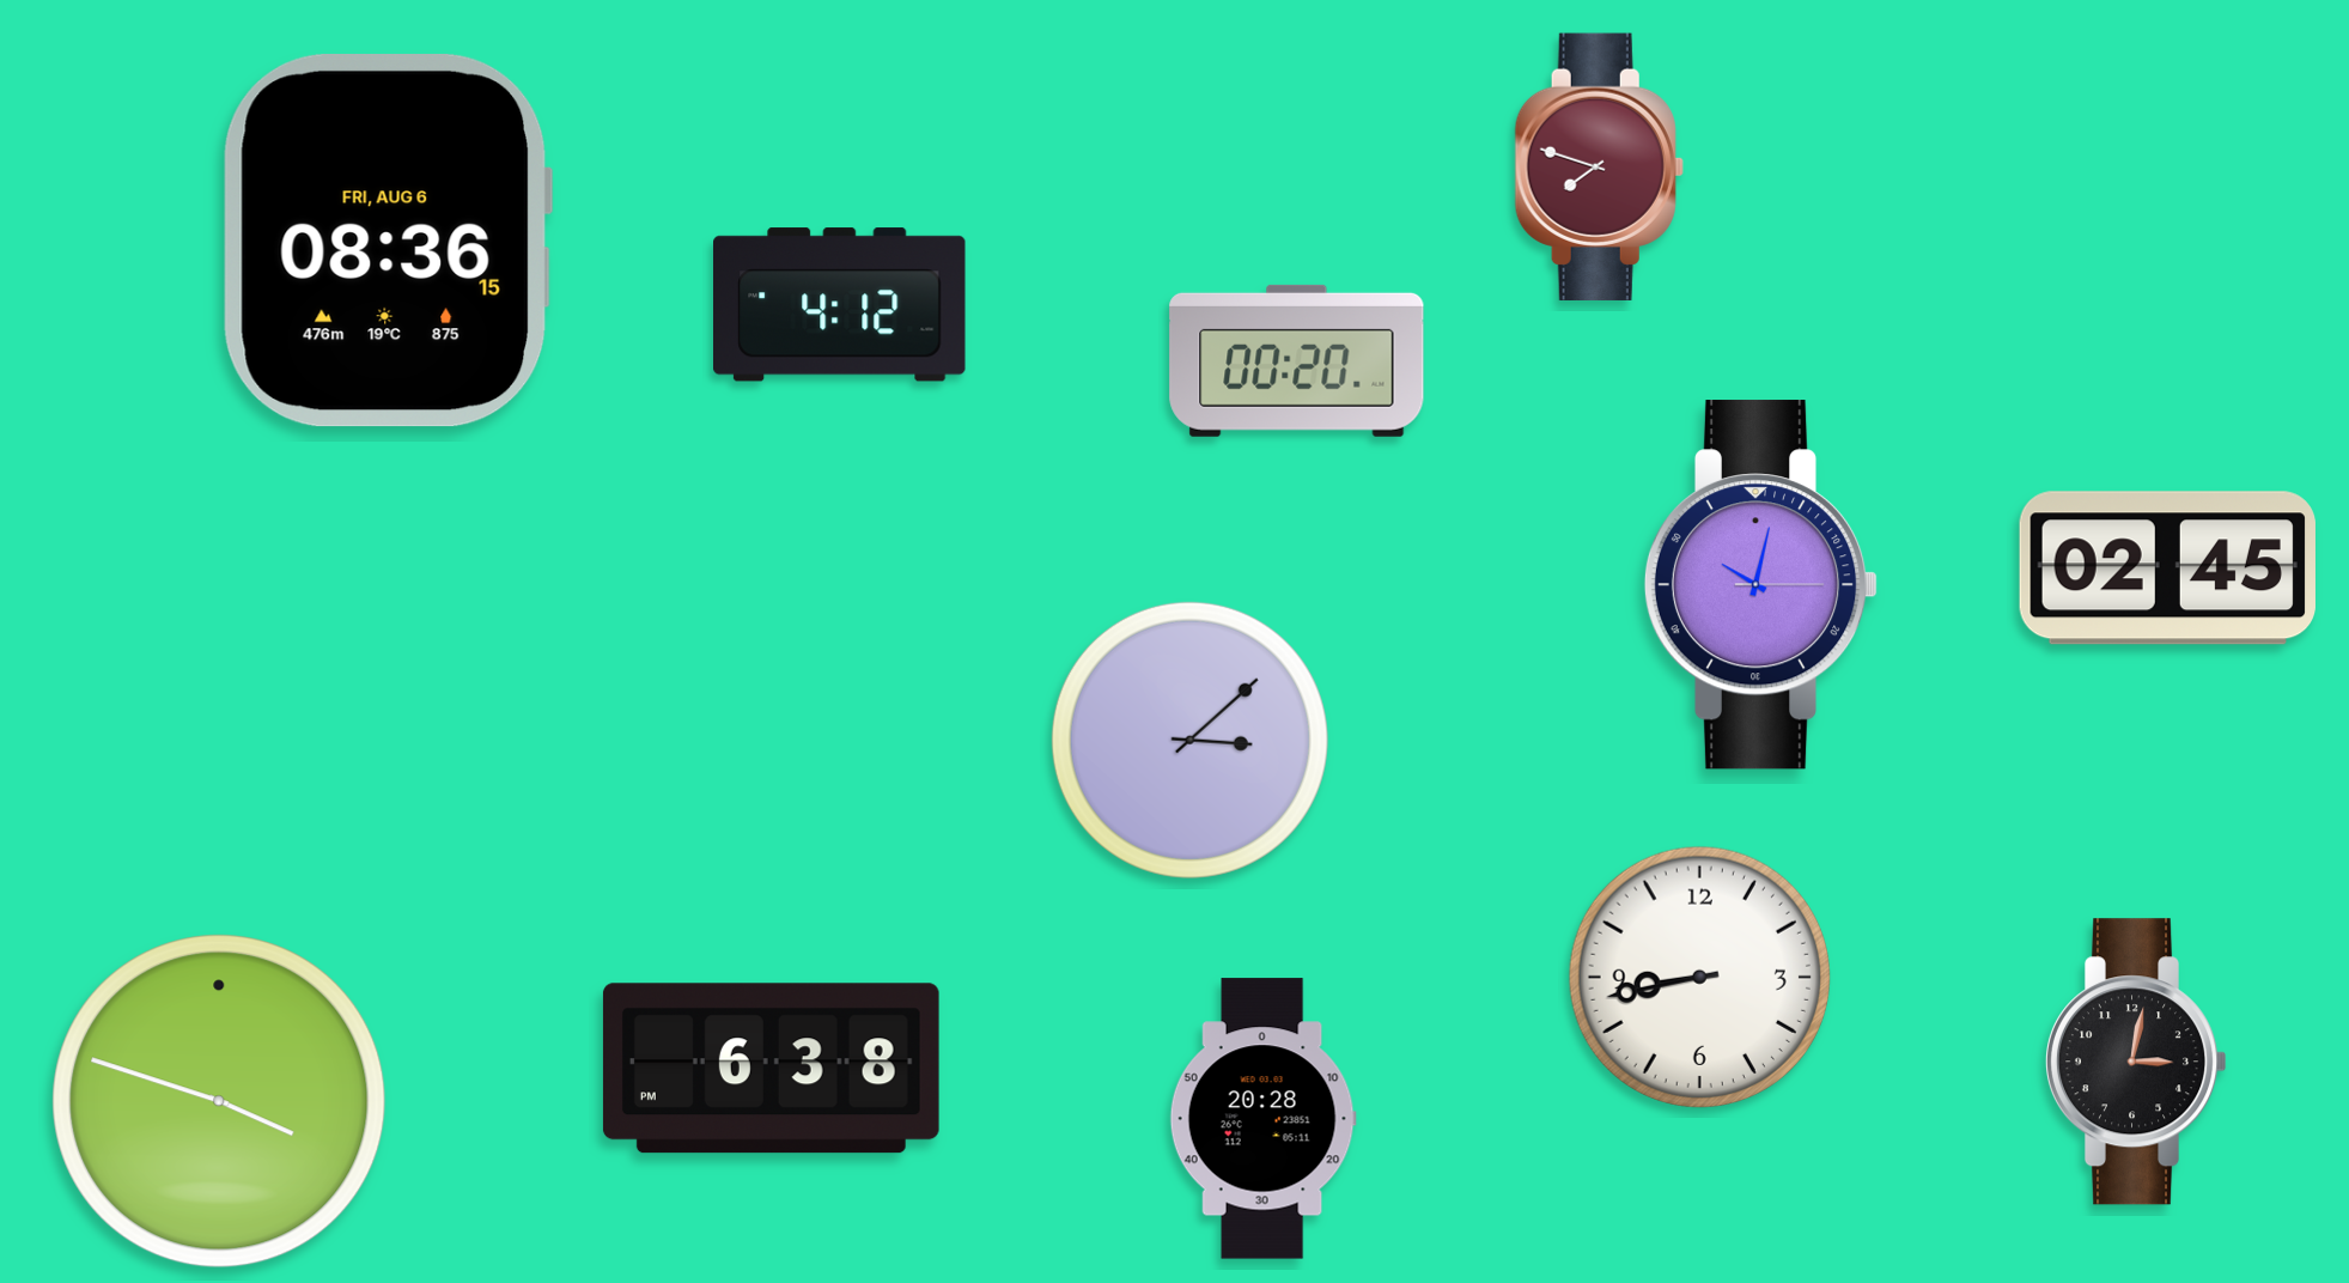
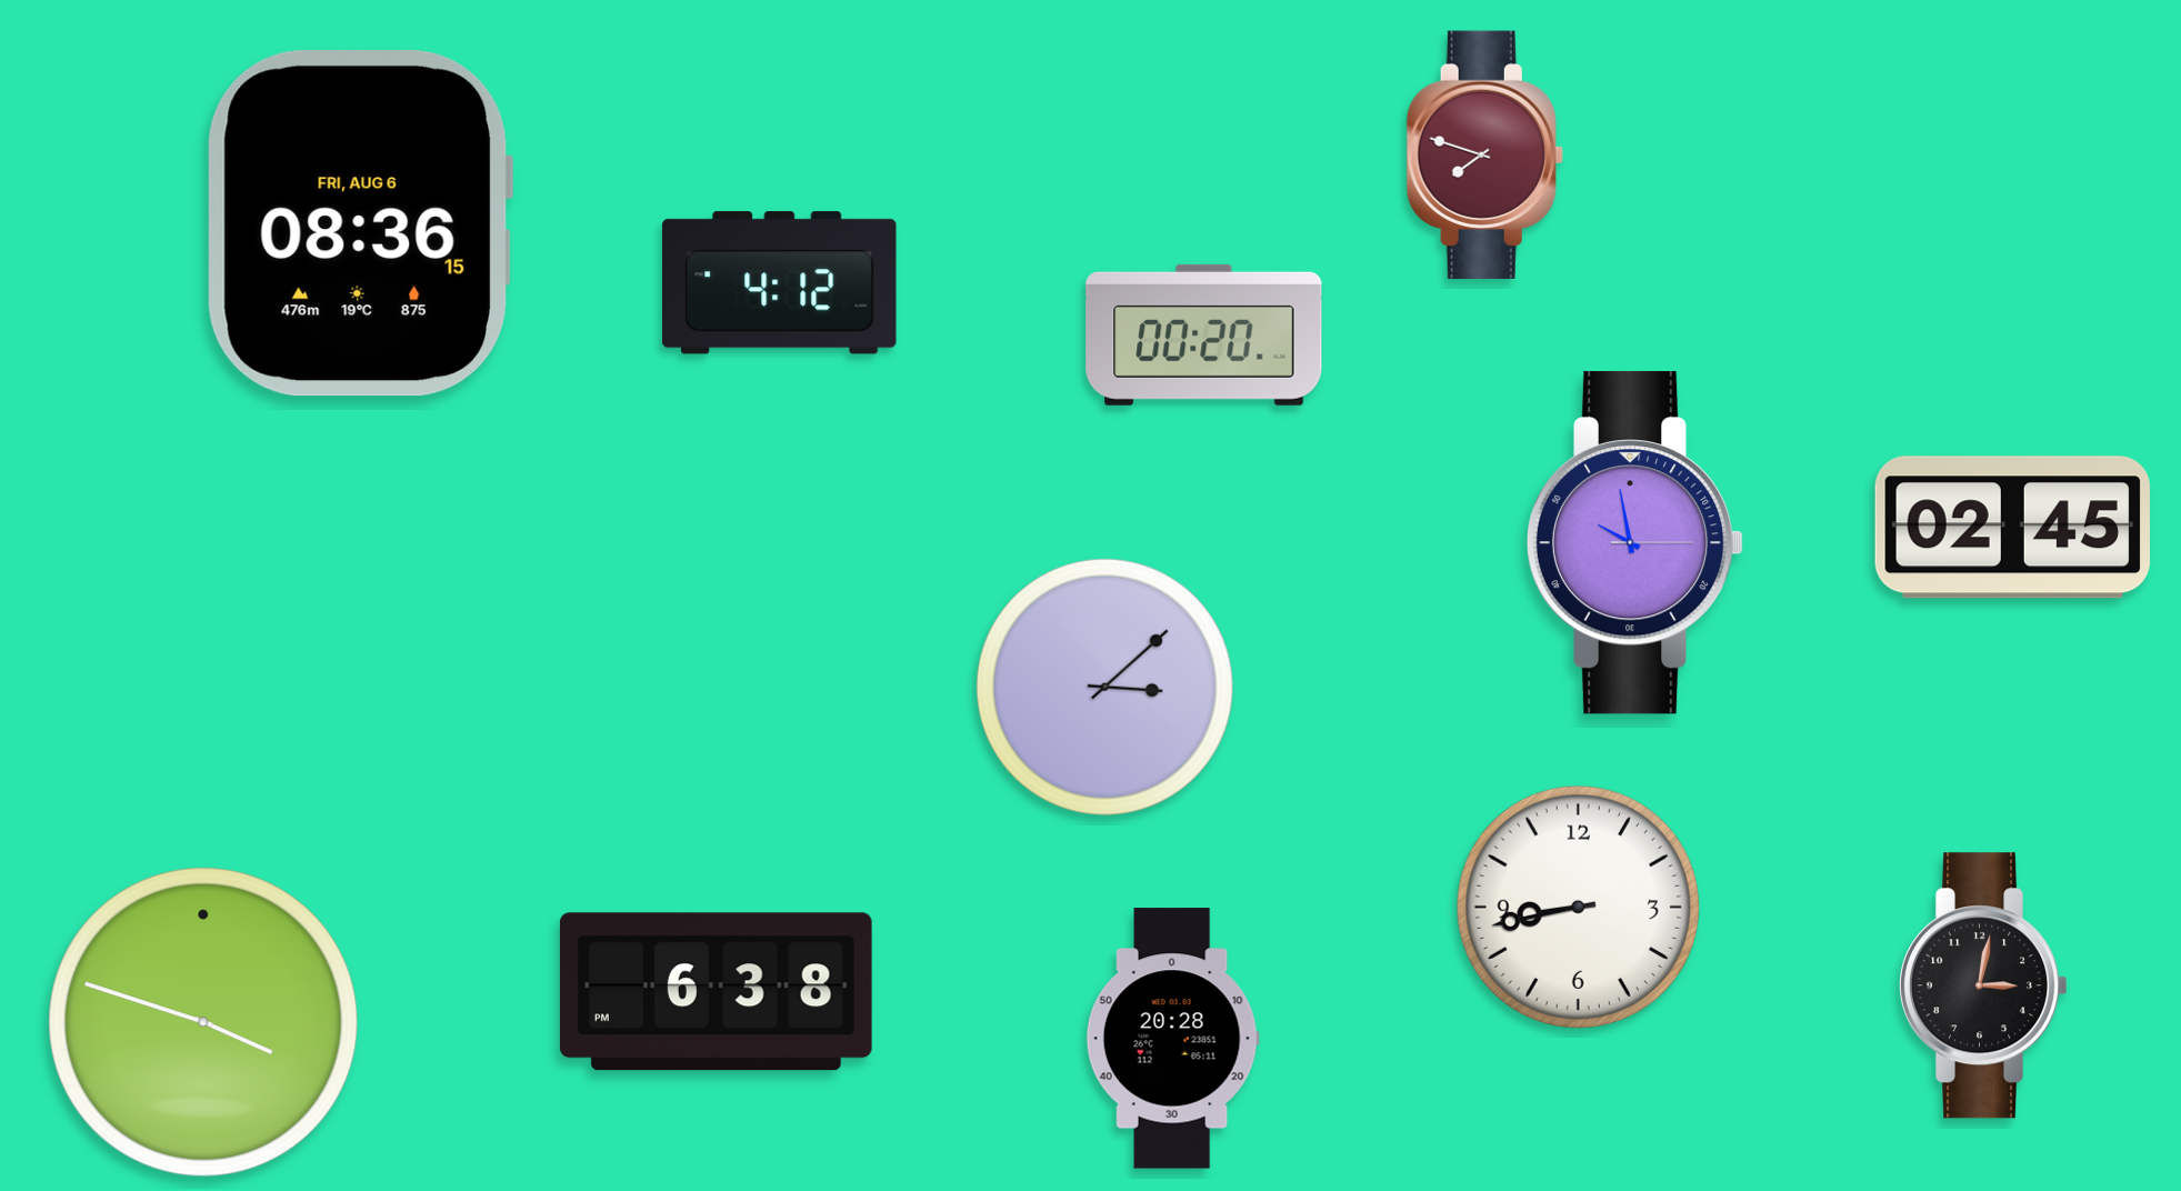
clock at (1761, 585): 10:02 -> 9:58
